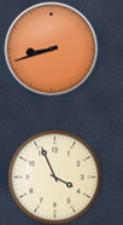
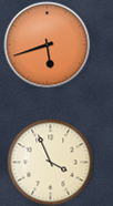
clock at (51, 48): 8:42 -> 5:42
